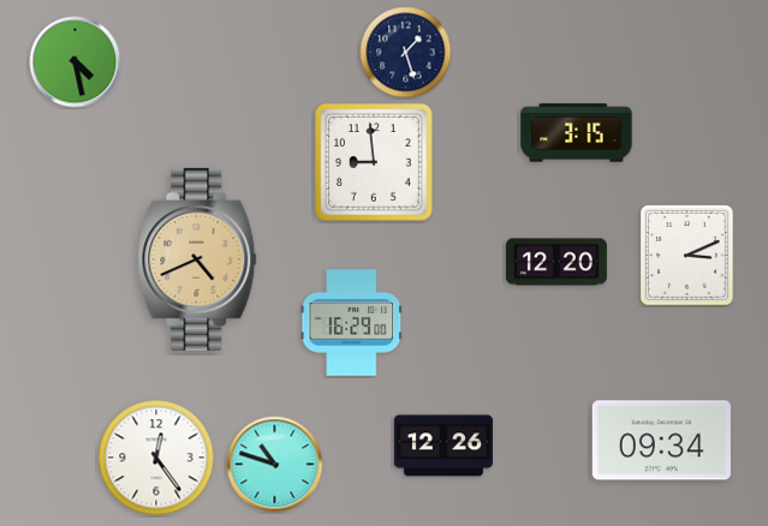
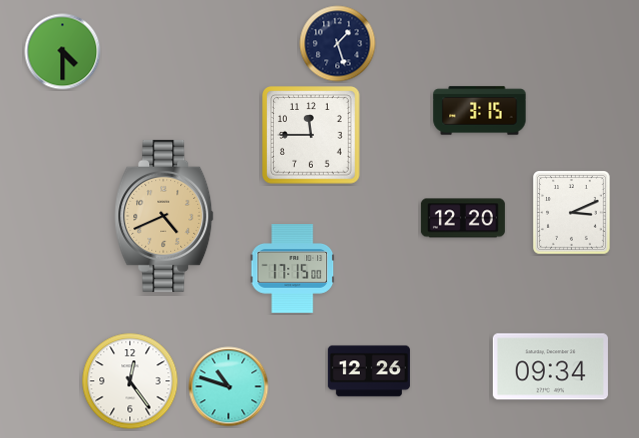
clock at (76, 62): 4:28 -> 4:30
clock at (374, 162): 8:59 -> 11:45
clock at (352, 323): 16:29 -> 17:15
